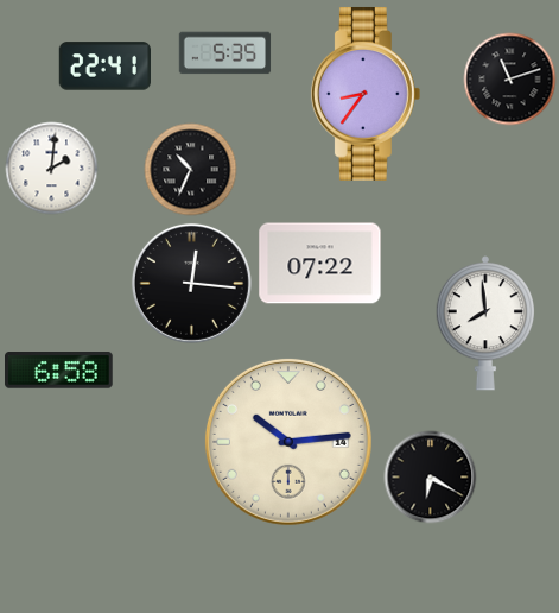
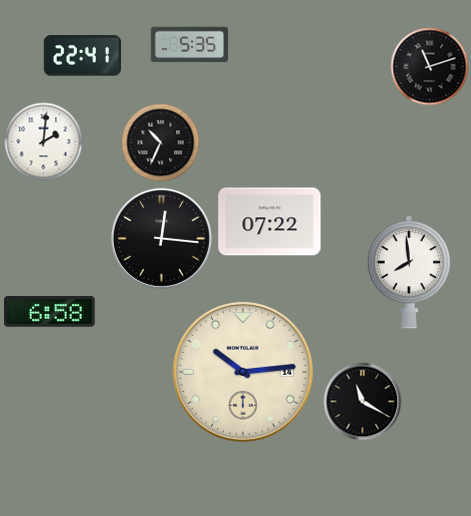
clock at (104, 67) position: (104, 67) -> (82, 56)
clock at (366, 94): 8:36 -> none
clock at (430, 476): 6:20 -> 11:20
